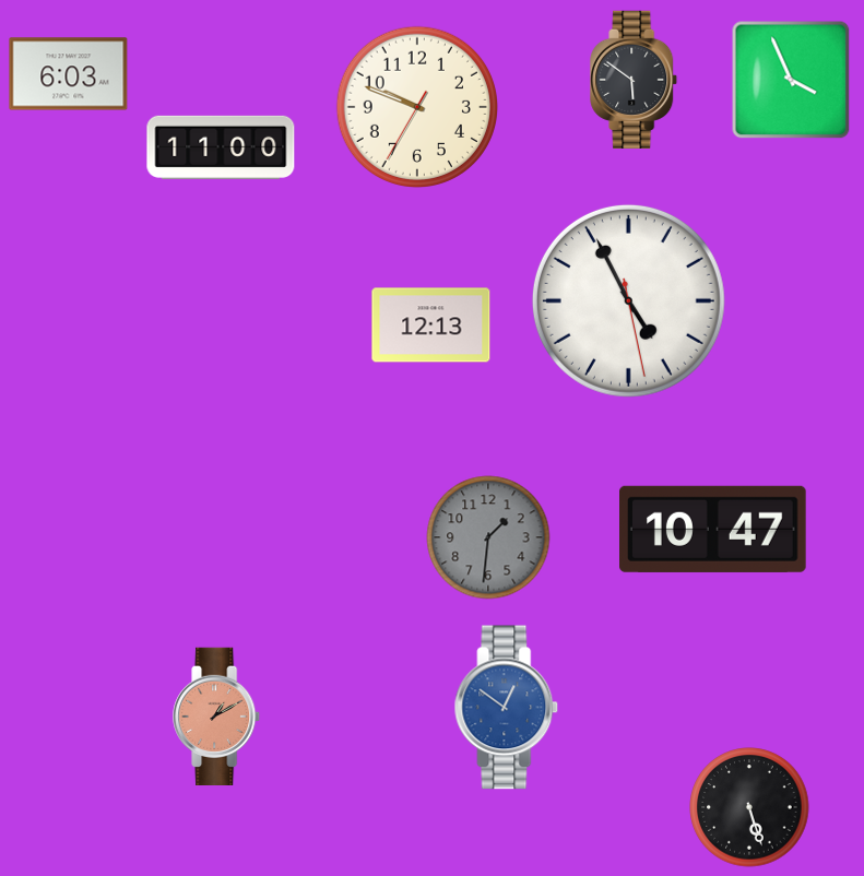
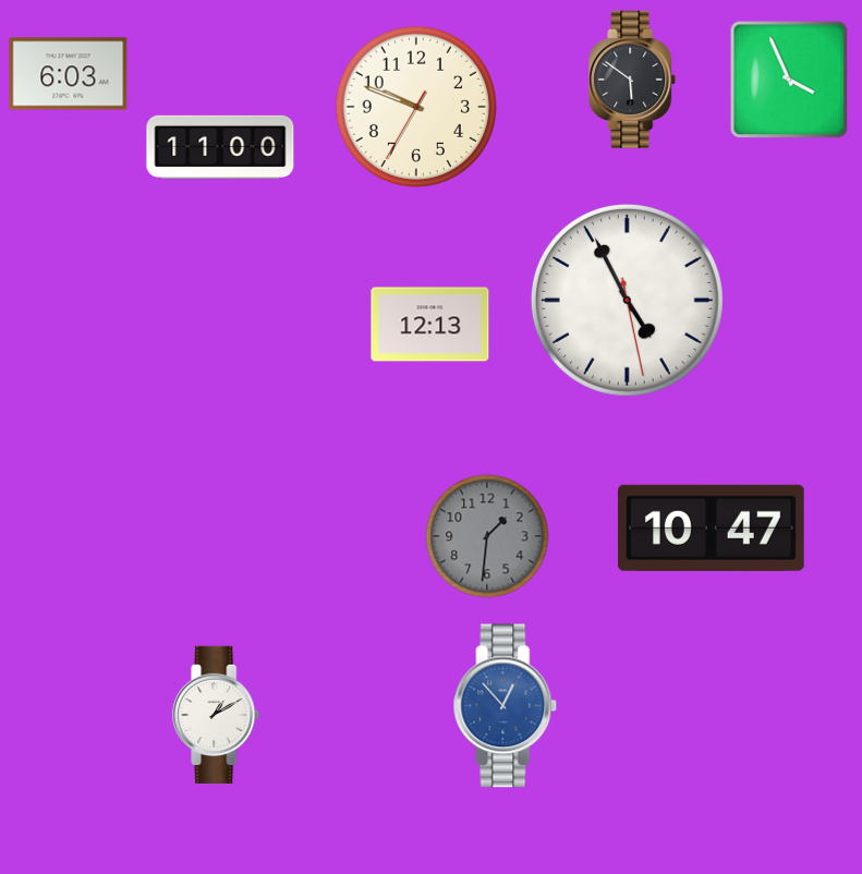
clock at (507, 708): 12:51 -> 12:53
clock at (217, 715) dial: salmon -> white
clock at (749, 807): 5:27 -> none
